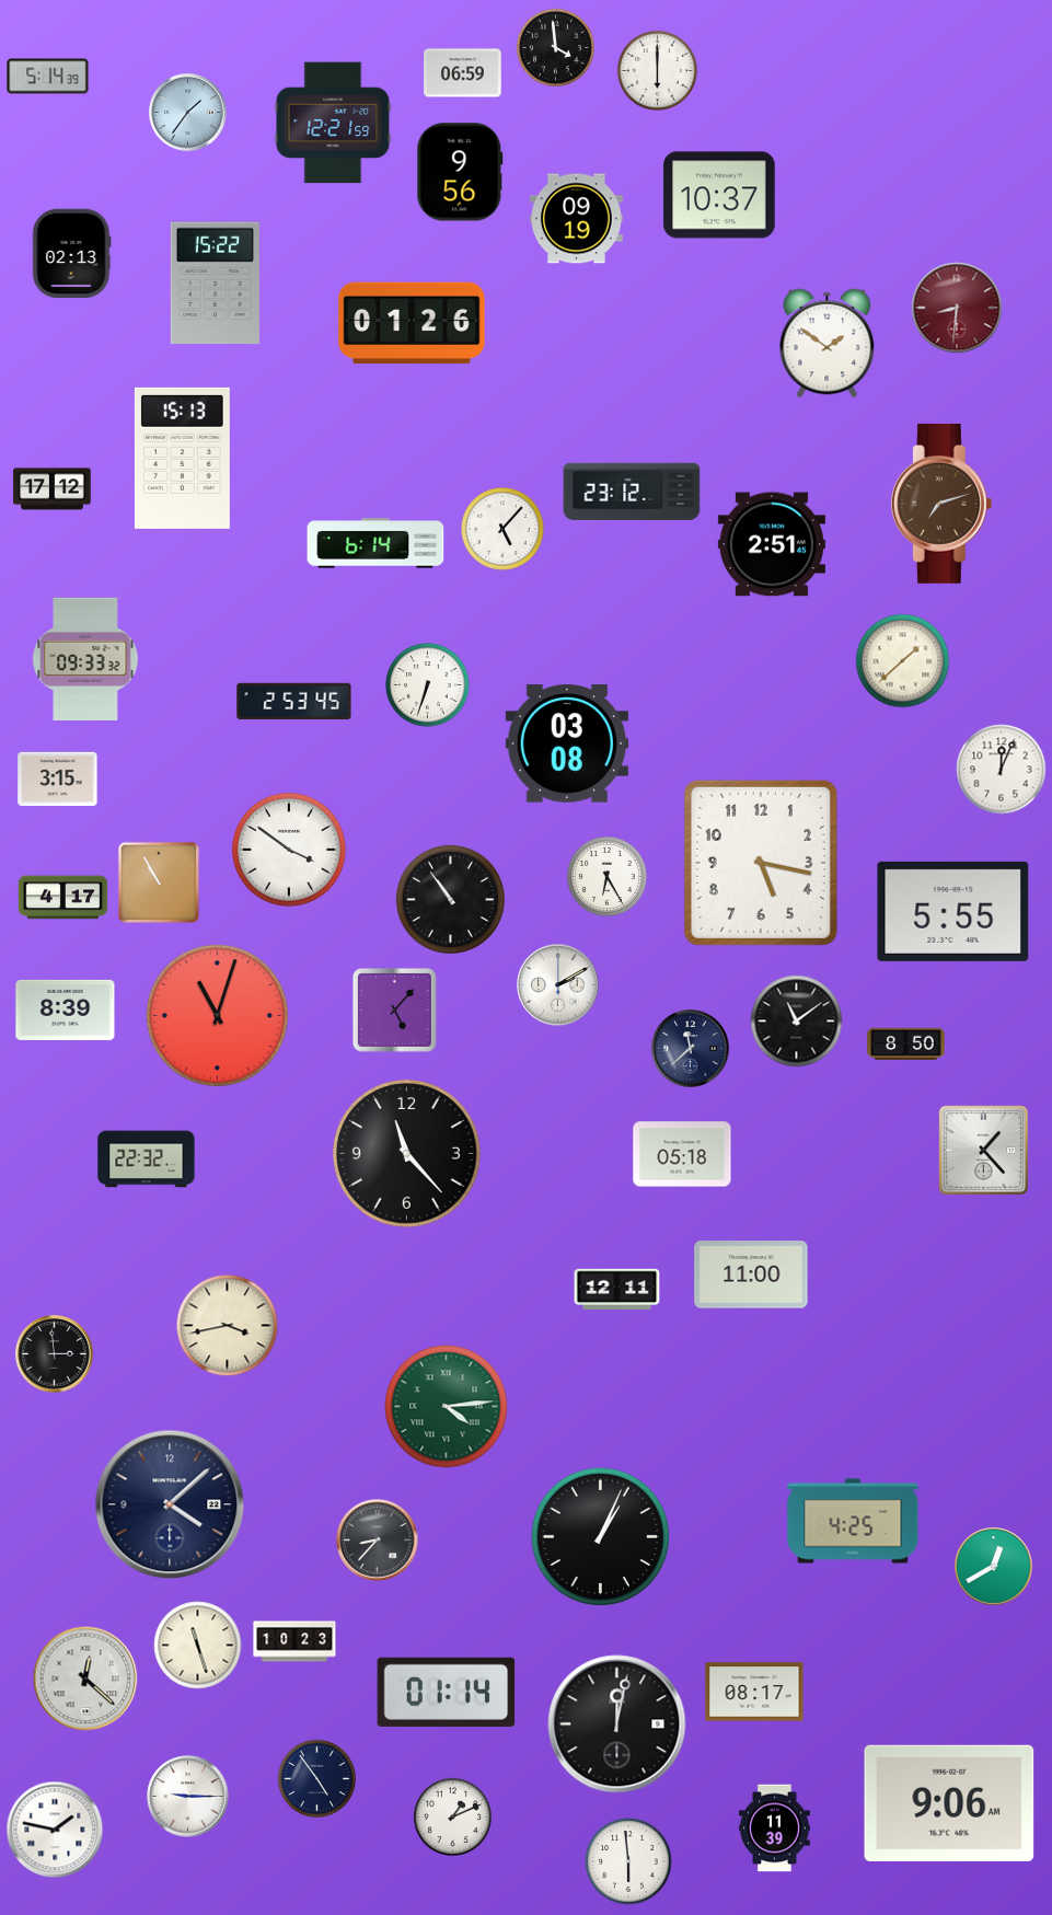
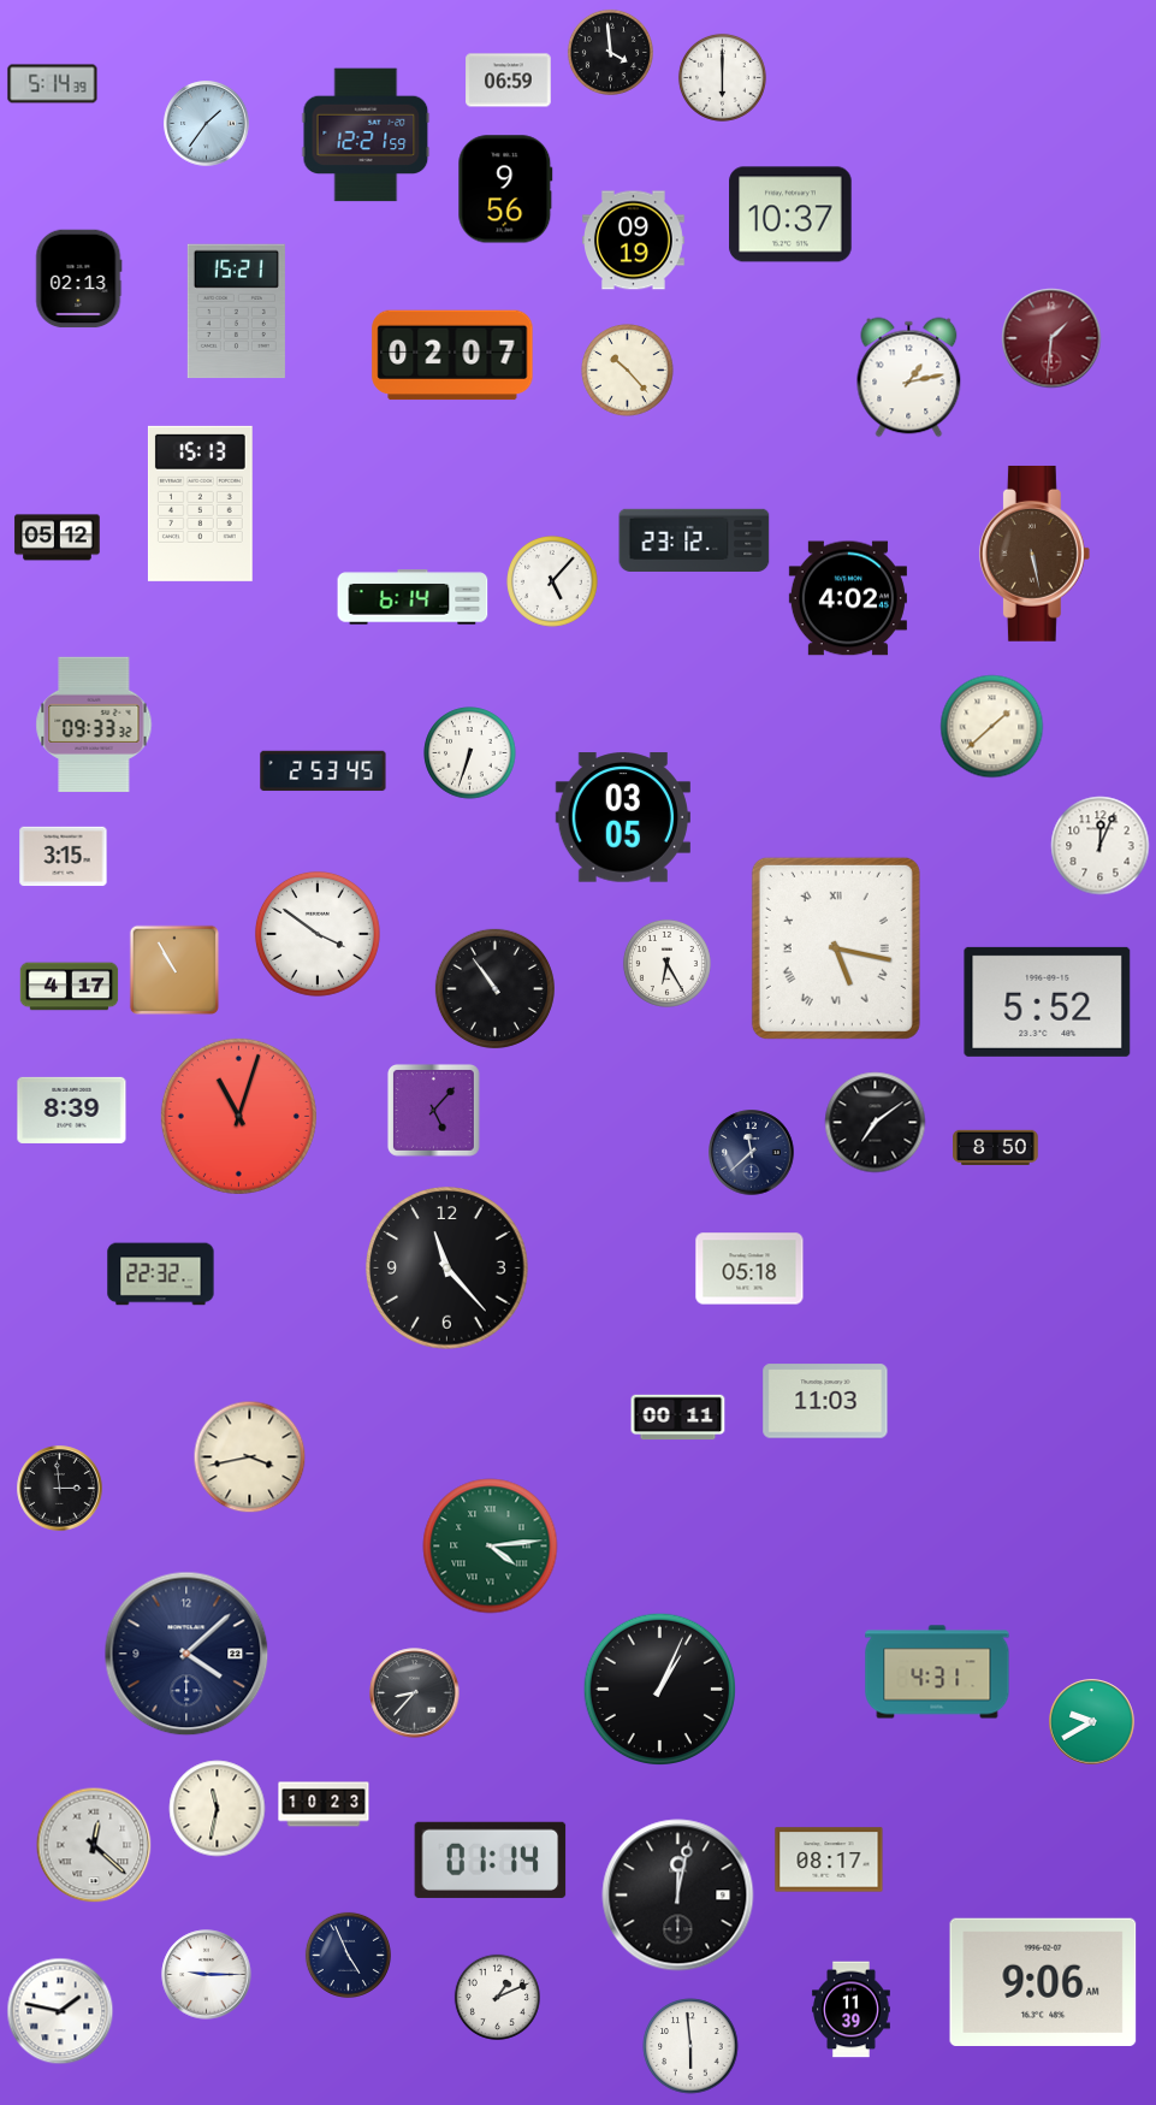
clock at (215, 284): 15:22 -> 15:21
clock at (957, 308): 8:31 -> 1:31
clock at (412, 323): 01:26 -> 02:07
clock at (628, 371): none -> 10:23
clock at (828, 344): 1:51 -> 1:13
clock at (53, 489): 17:12 -> 05:12
clock at (941, 504): 7:12 -> 5:28
clock at (772, 544): 2:51 -> 4:02
clock at (567, 743): 03:08 -> 03:05
clock at (761, 863) numerals: Arabic -> Roman
clock at (953, 911): 5:55 -> 5:52
clock at (558, 985): 2:10 -> none
clock at (797, 1022): 11:09 -> 7:09
clock at (691, 1049) position: (691, 1049) -> (752, 1153)
clock at (983, 1150): 1:23 -> none
clock at (751, 1274): 11:00 -> 11:03
clock at (617, 1290): 12:11 -> 00:11
clock at (853, 1521): 4:25 -> 4:31
clock at (994, 1567): 12:40 -> 9:40
clock at (198, 1646): 11:27 -> 11:32
clock at (316, 1778): 4:54 -> 4:56
